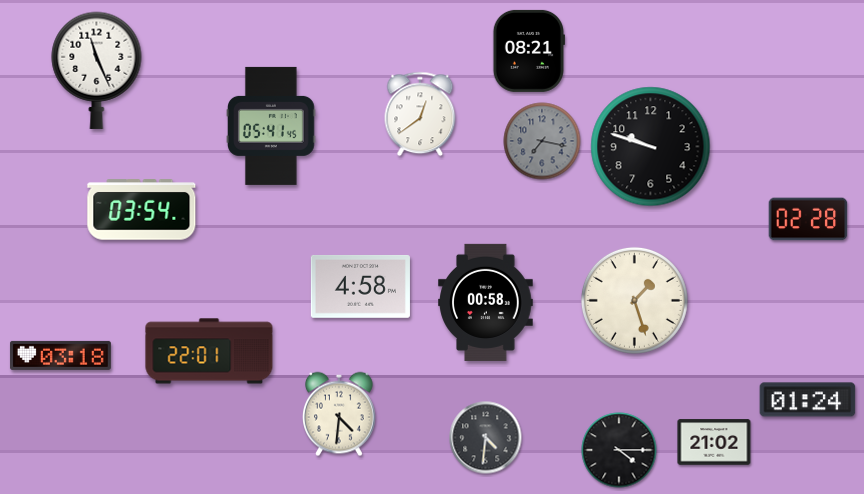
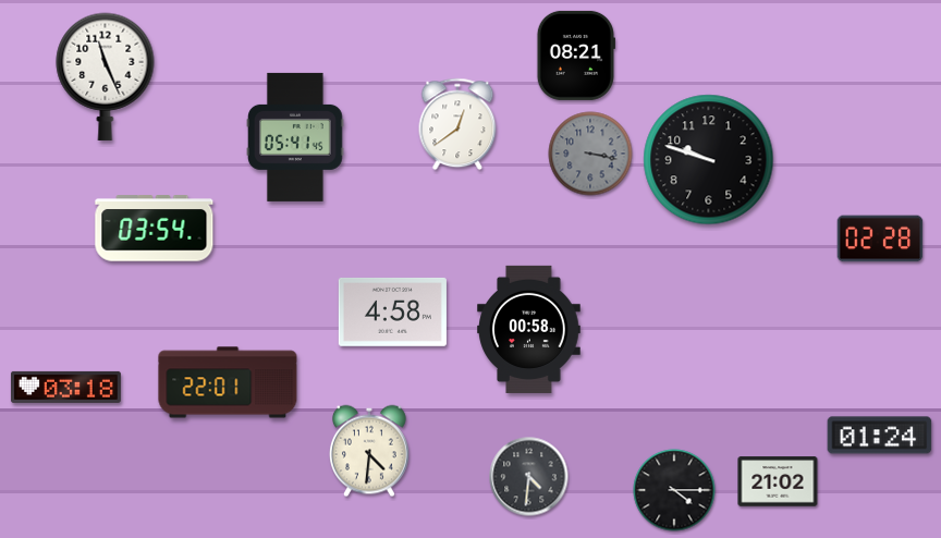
clock at (542, 141): 7:17 -> 3:17
clock at (634, 300): 1:27 -> none
